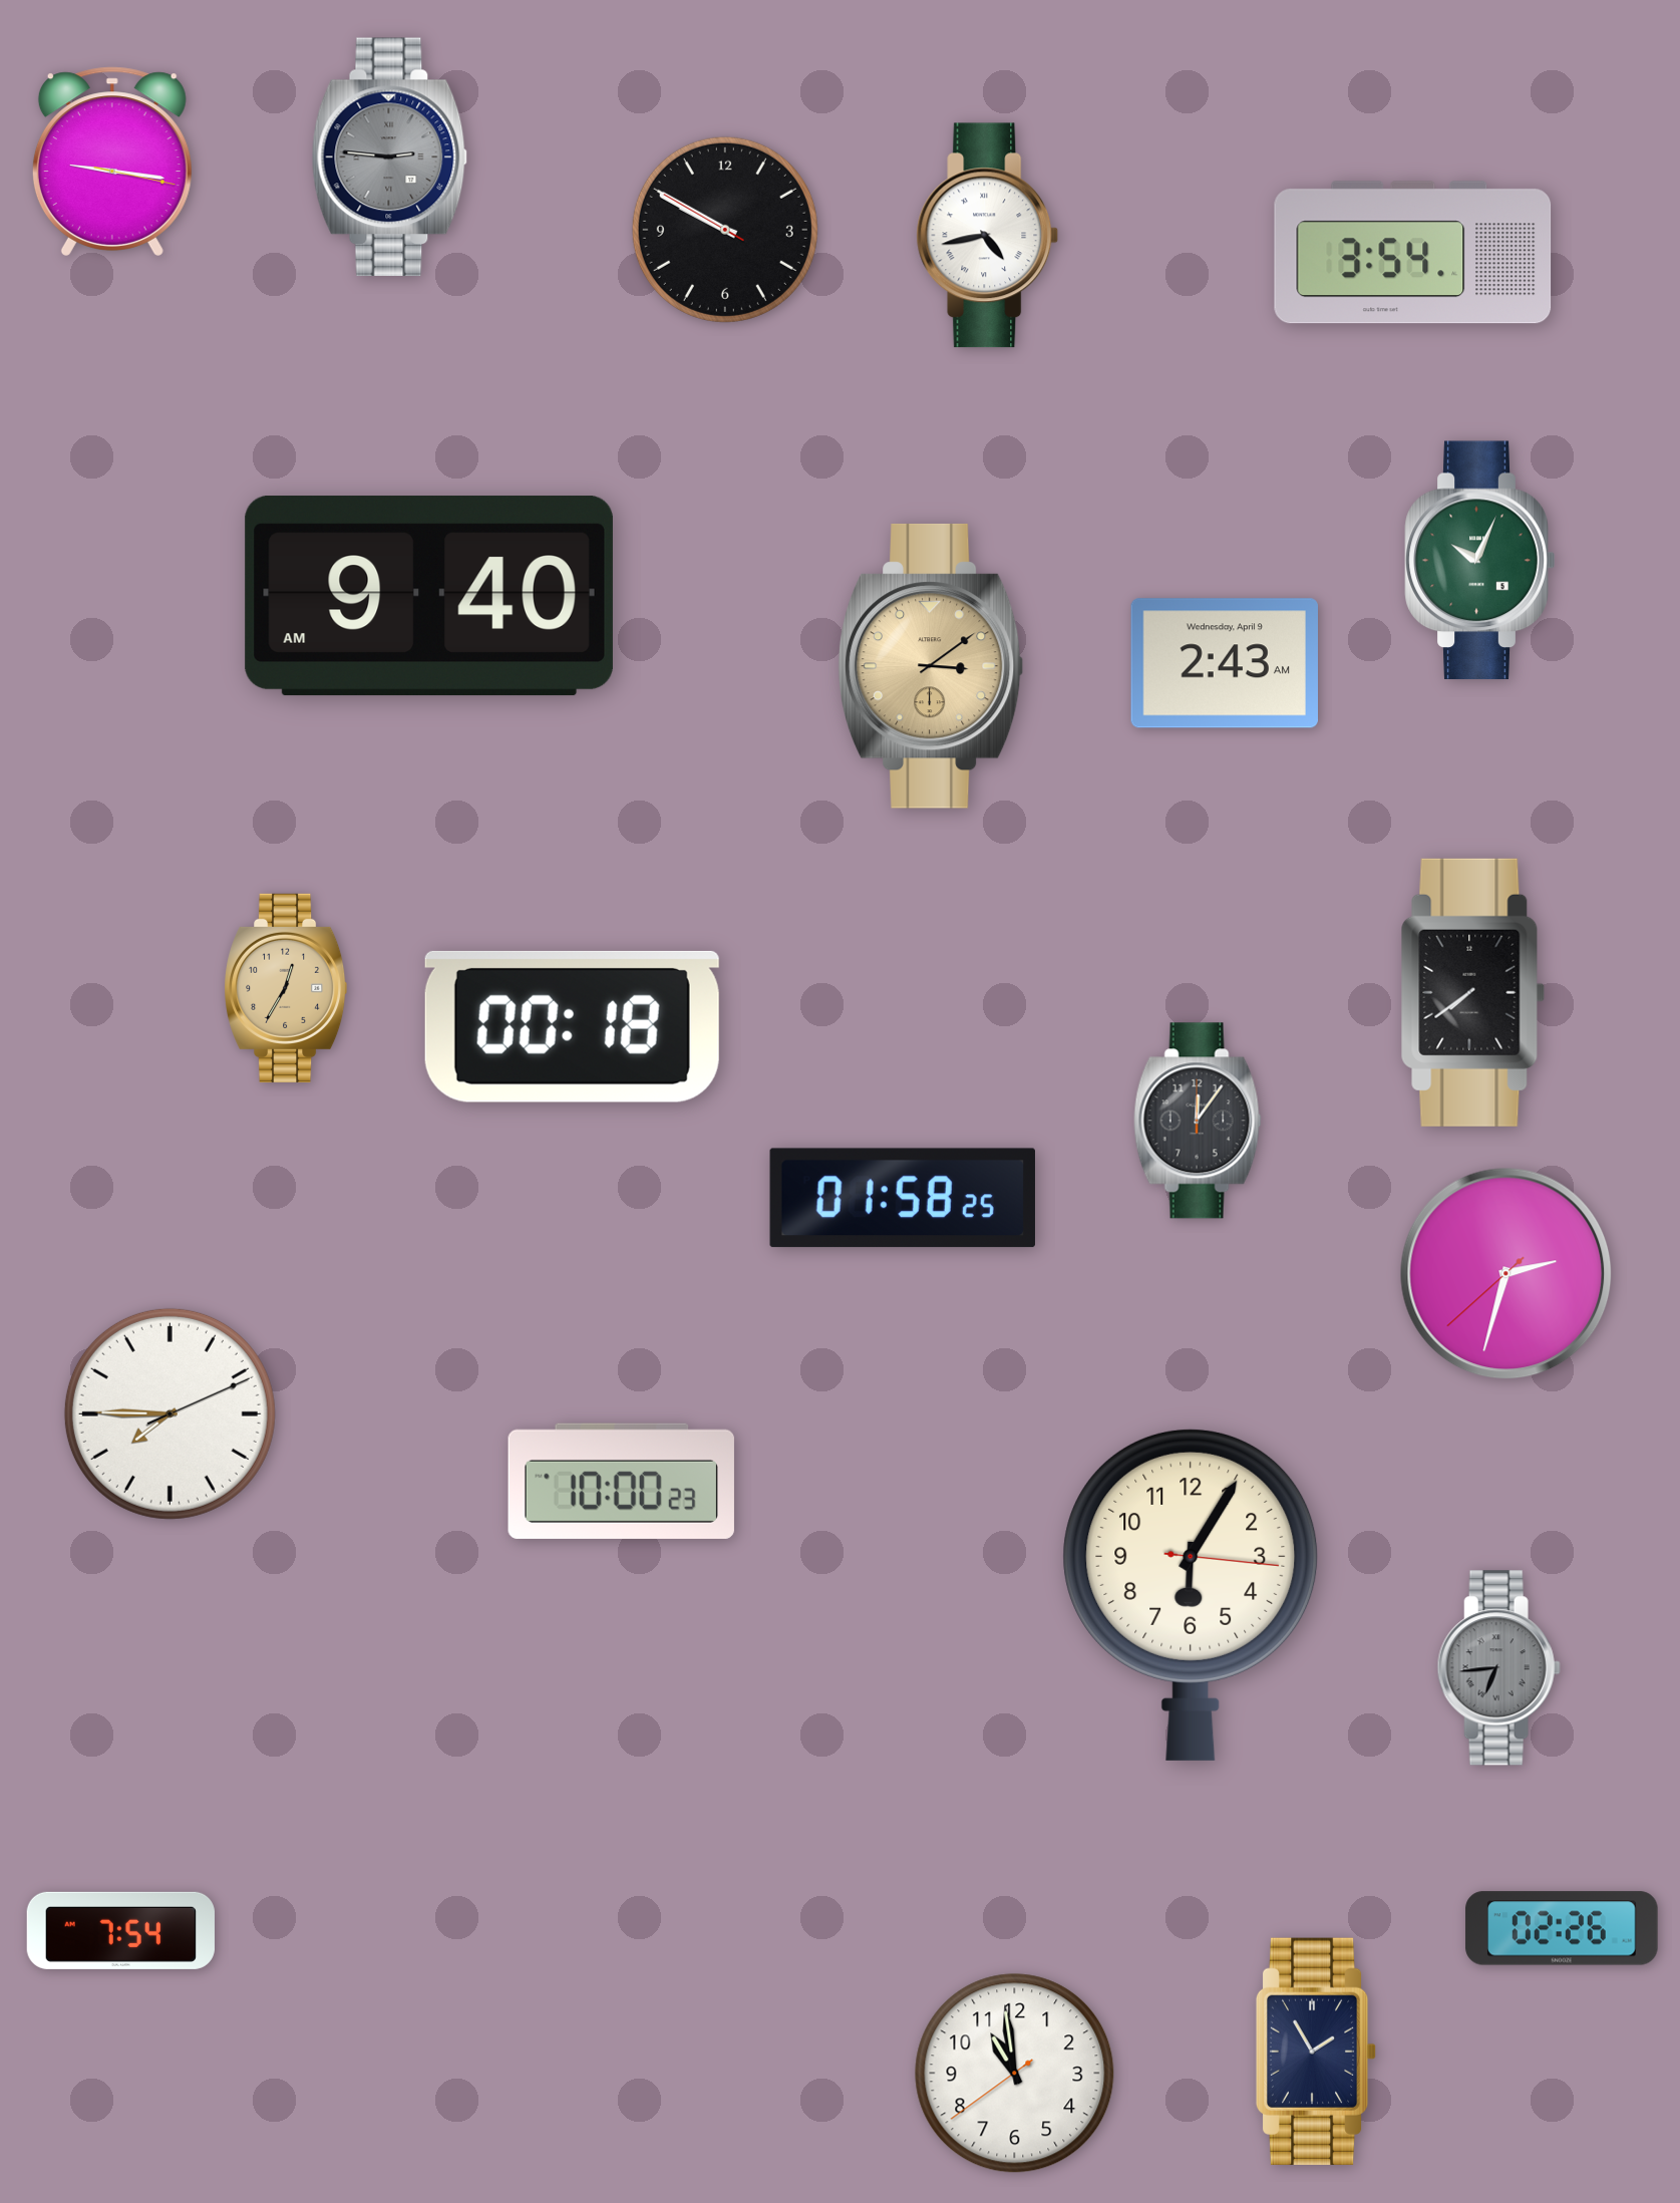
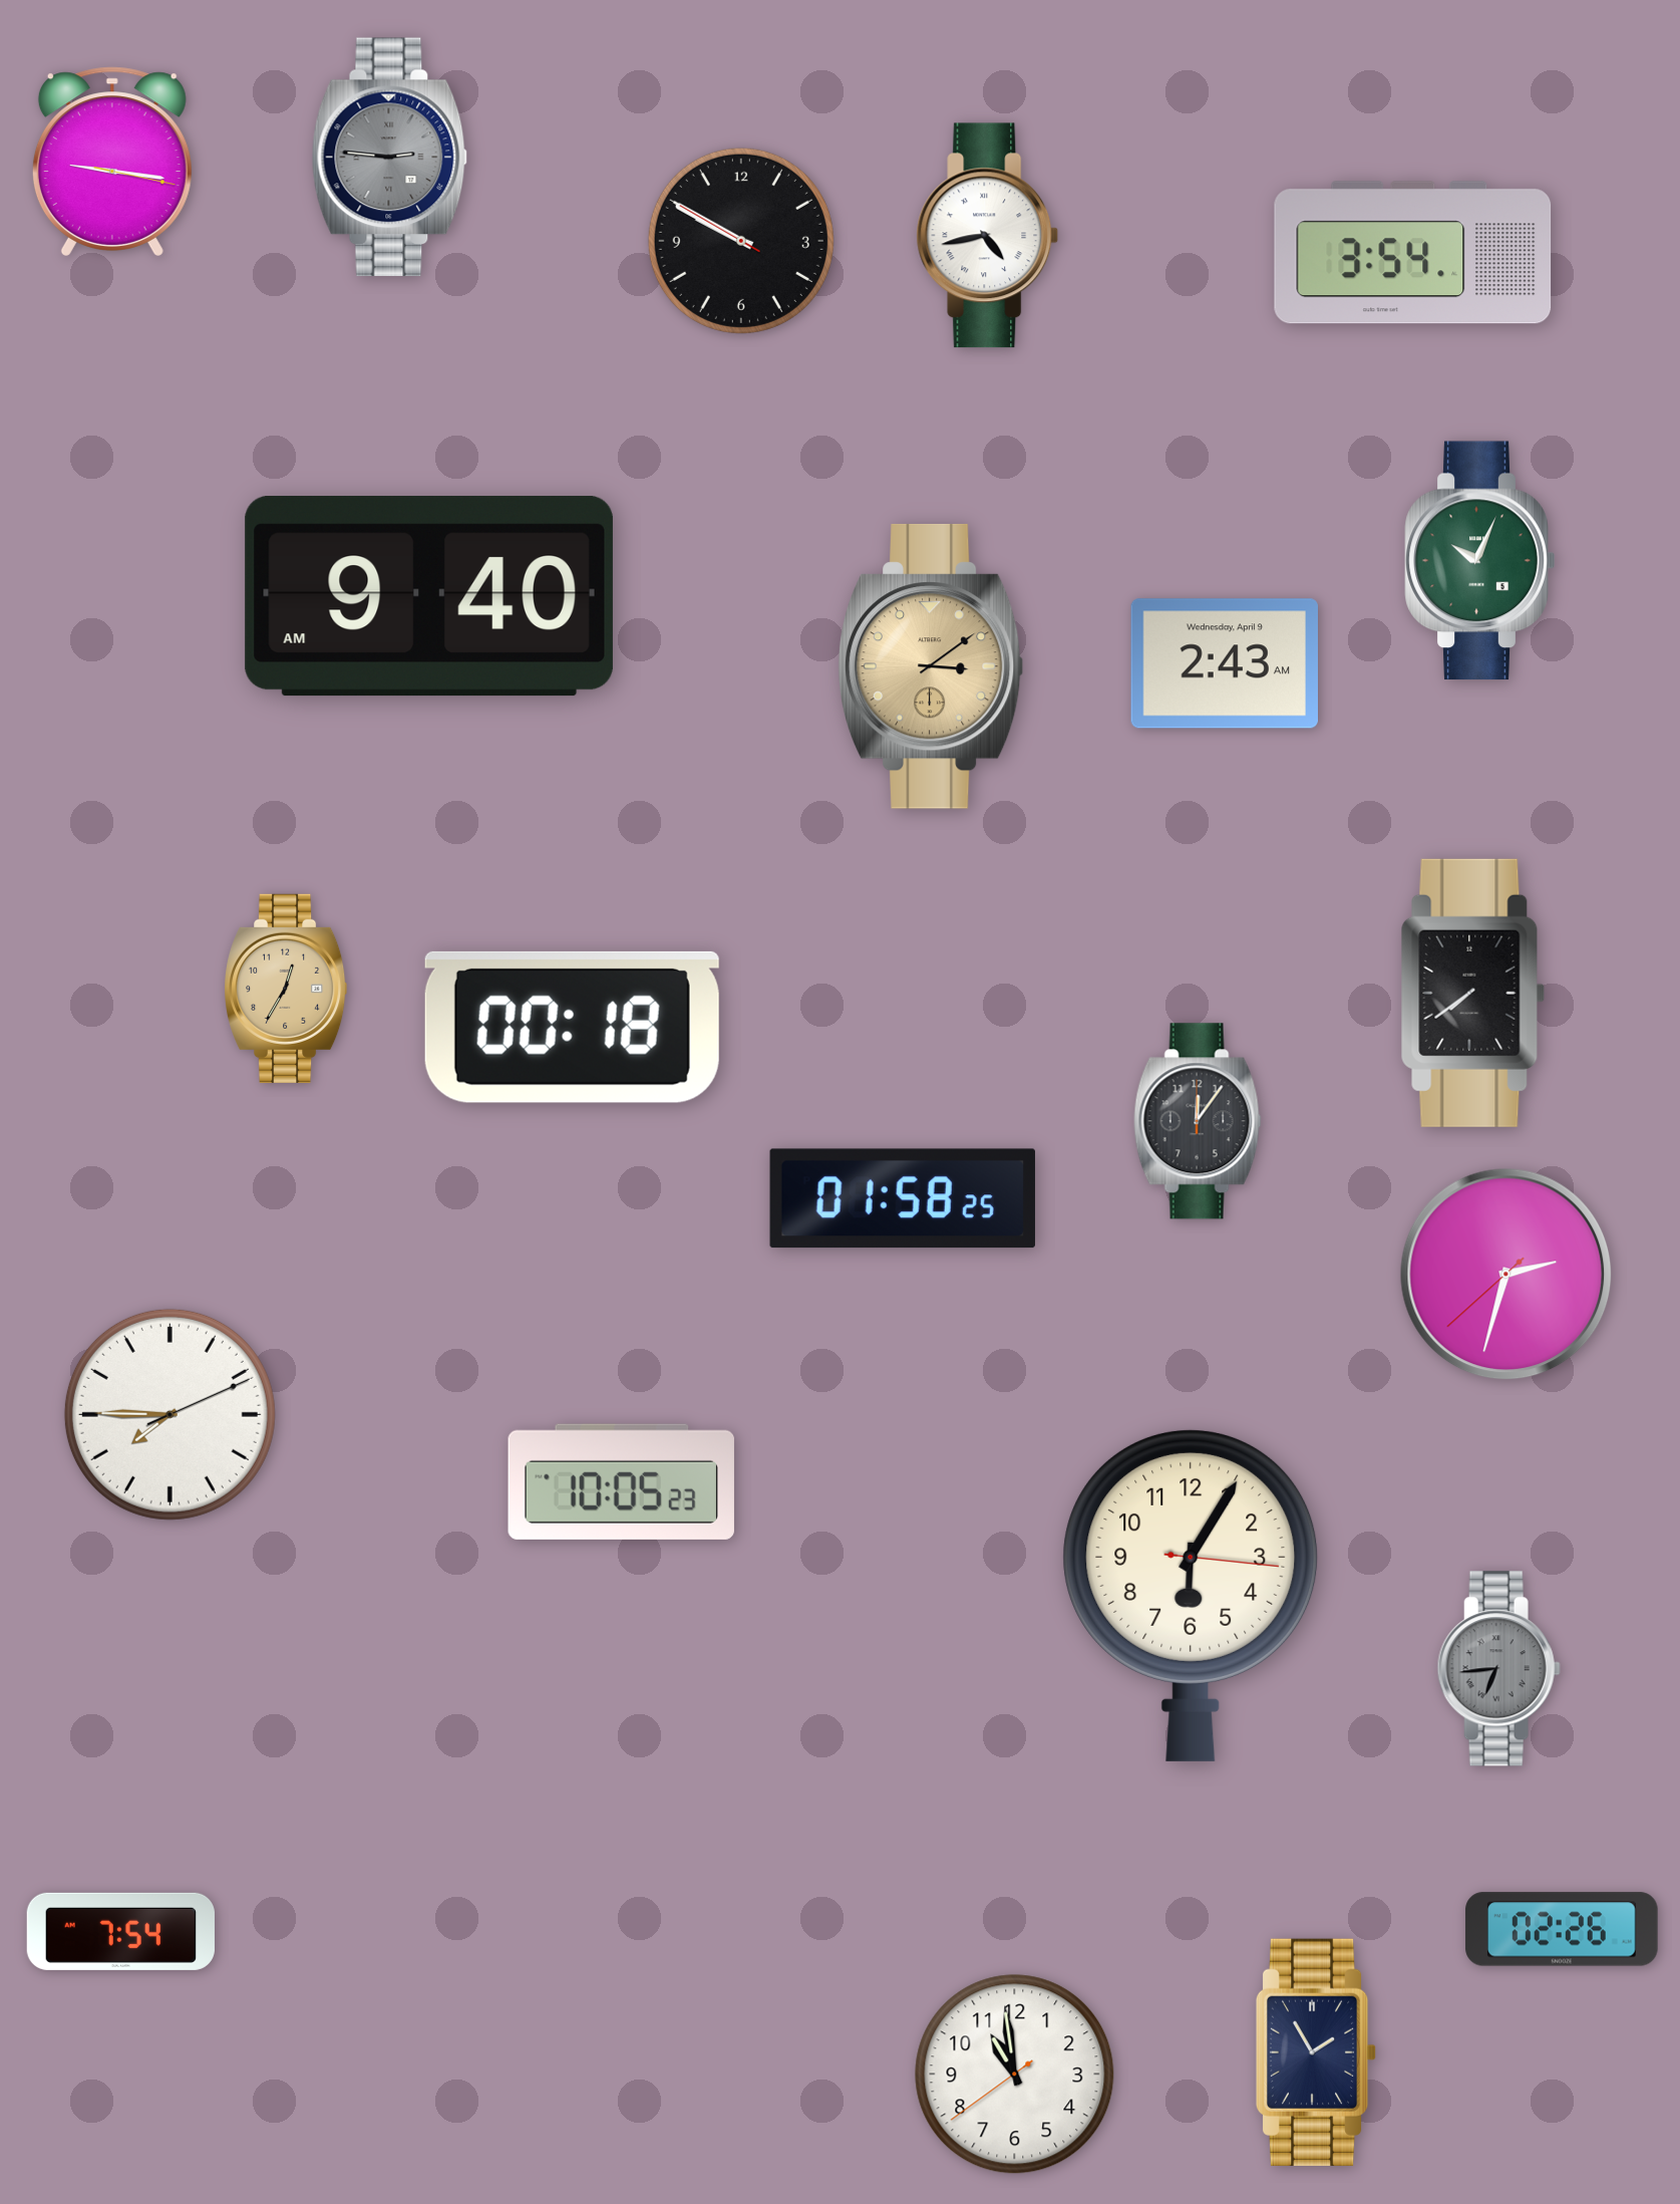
clock at (725, 230) position: (725, 230) -> (741, 241)
clock at (621, 1481): 10:00 -> 10:05
